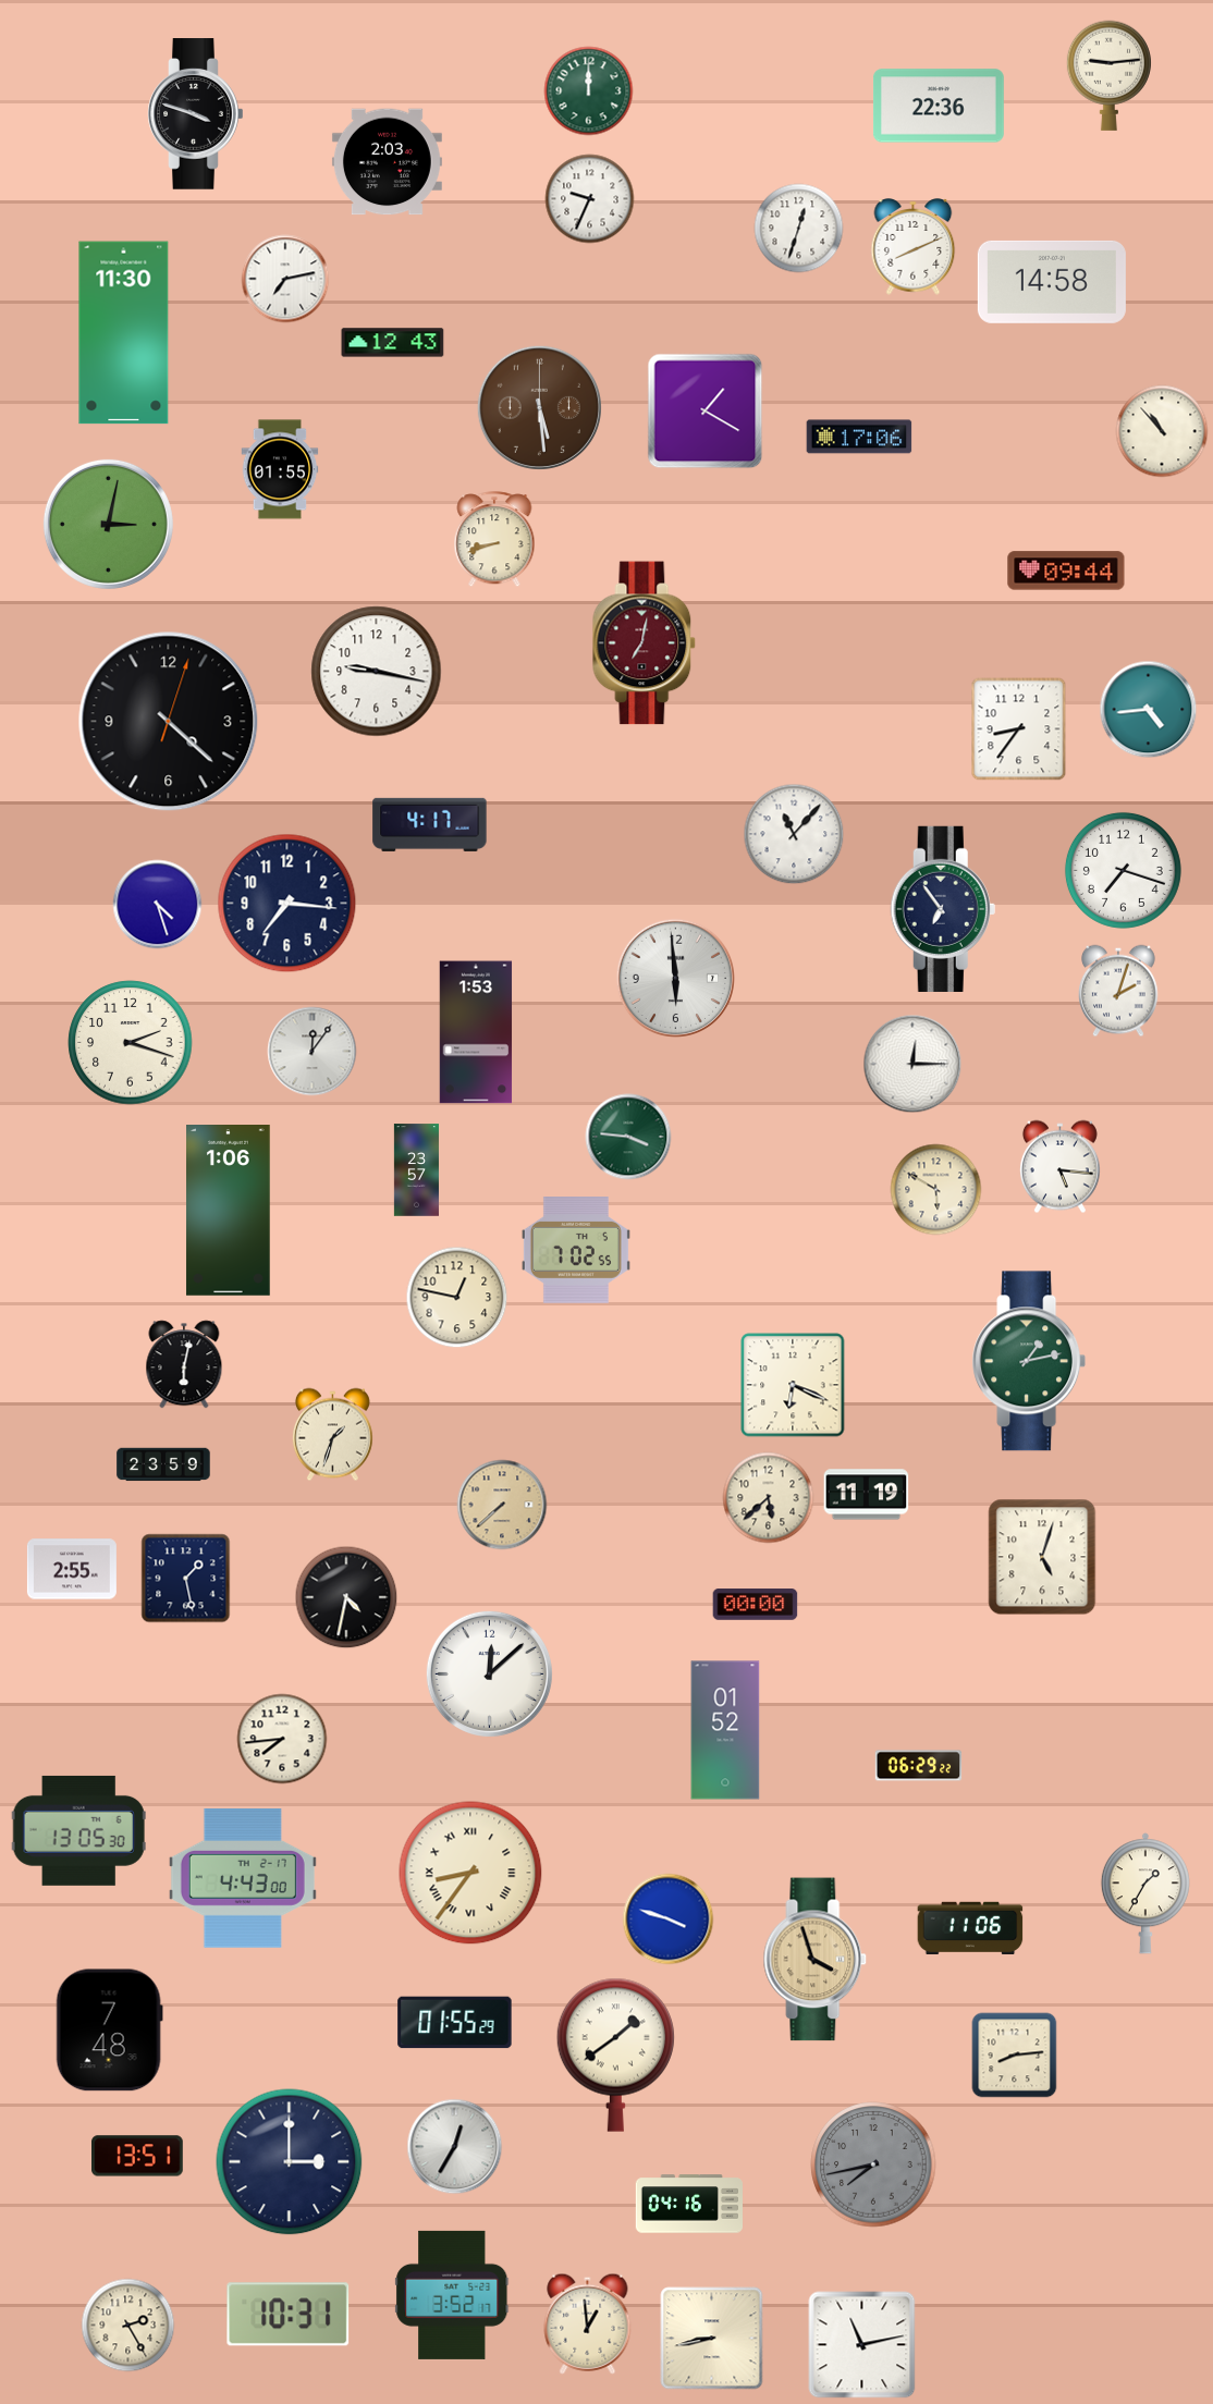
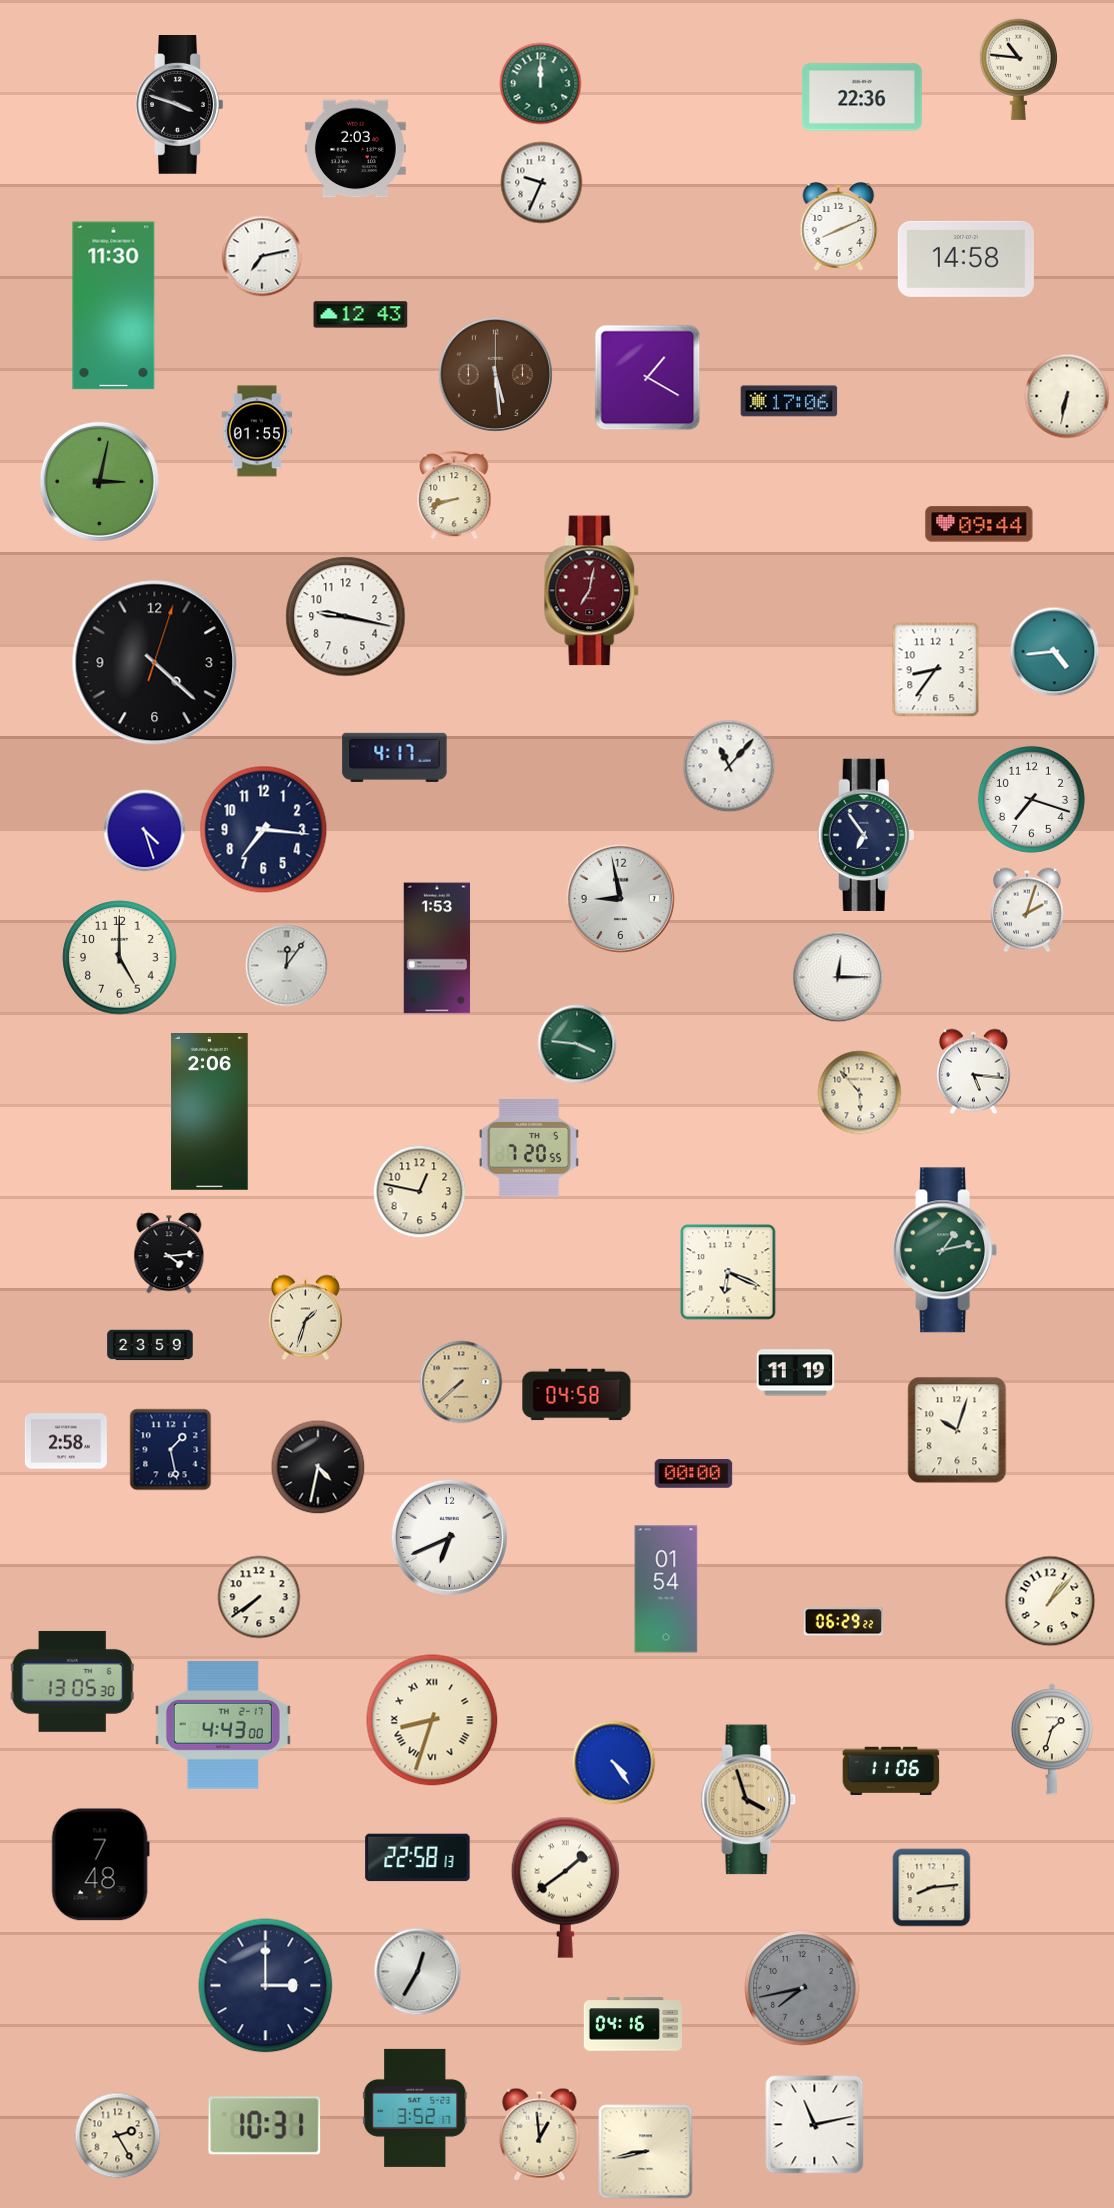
clock at (1108, 75): 9:14 -> 10:46
clock at (799, 229): 12:33 -> none
clock at (1162, 431): 10:53 -> 6:32
clock at (675, 978): 5:59 -> 8:58
clock at (131, 1043): 2:18 -> 5:00
clock at (416, 1170): 23:57 -> none
clock at (936, 1190): 5:50 -> 5:53
clock at (229, 1211): 1:06 -> 2:06
clock at (576, 1251): 7:02 -> 7:20
clock at (184, 1364): 6:02 -> 4:14
clock at (769, 1498): 5:38 -> none
clock at (577, 1395): none -> 04:58
clock at (1042, 1557): 5:03 -> 10:03
clock at (72, 1569): 2:55 -> 2:58
clock at (489, 1673): 12:08 -> 6:41
clock at (725, 1730): 01:52 -> 01:54
clock at (282, 1739): 7:44 -> 7:39
clock at (1050, 1601): none -> 1:07
clock at (470, 1873): 8:36 -> 8:33
clock at (1145, 1893): 1:35 -> 1:33
clock at (669, 1919): 3:48 -> 4:24
clock at (455, 2023): 01:55 -> 22:58
clock at (138, 2156): 13:51 -> none
clock at (712, 2339) position: (712, 2339) -> (646, 2152)
clock at (862, 2345) position: (862, 2345) -> (815, 2125)
